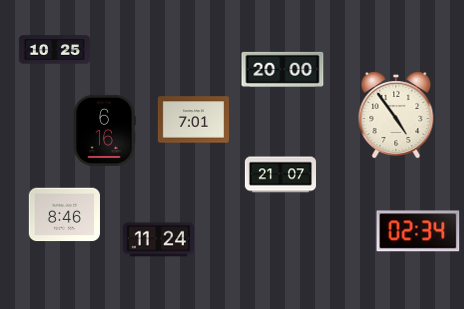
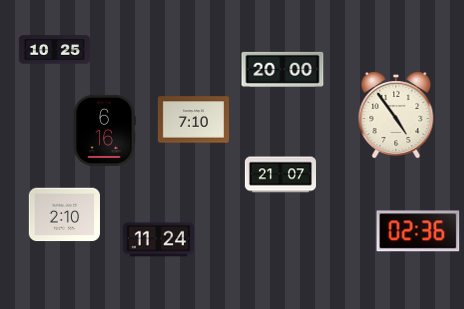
clock at (193, 120): 7:01 -> 7:10
clock at (64, 215): 8:46 -> 2:10
clock at (418, 231): 02:34 -> 02:36
